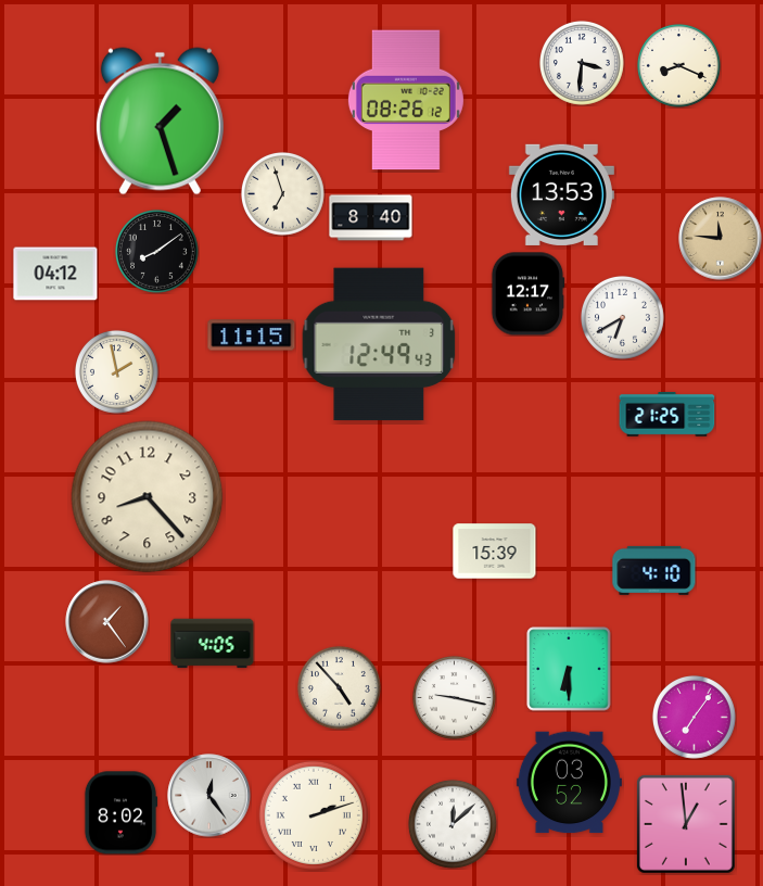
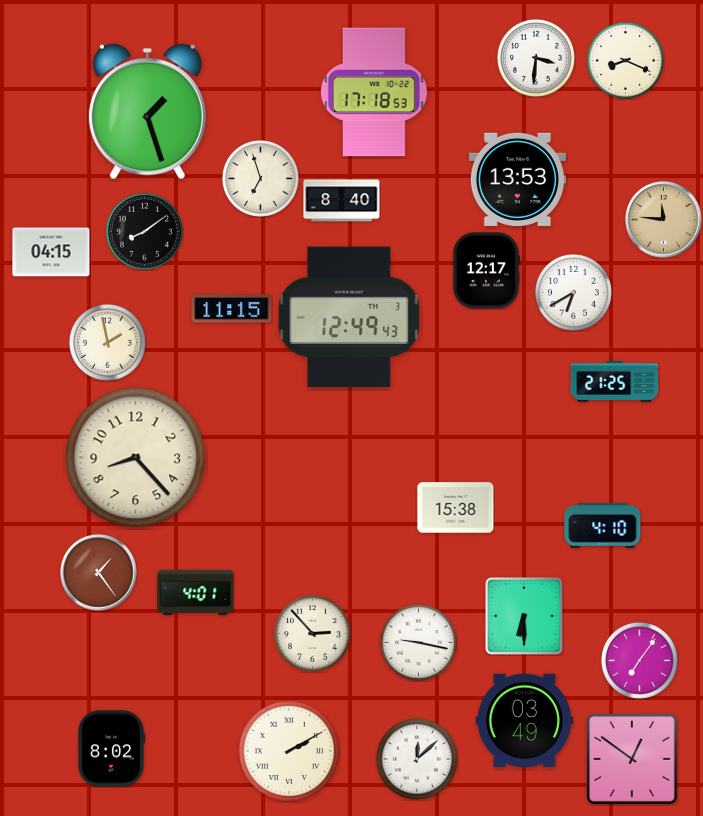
clock at (406, 100): 08:26 -> 17:18
clock at (55, 274): 04:12 -> 04:15
clock at (495, 552): 15:39 -> 15:38
clock at (213, 644): 4:05 -> 4:01
clock at (339, 687): 4:53 -> 2:53
clock at (569, 783): 03:52 -> 03:49
clock at (209, 796): 12:24 -> none
clock at (314, 815): 2:12 -> 2:10
clock at (686, 824): 12:59 -> 12:51
